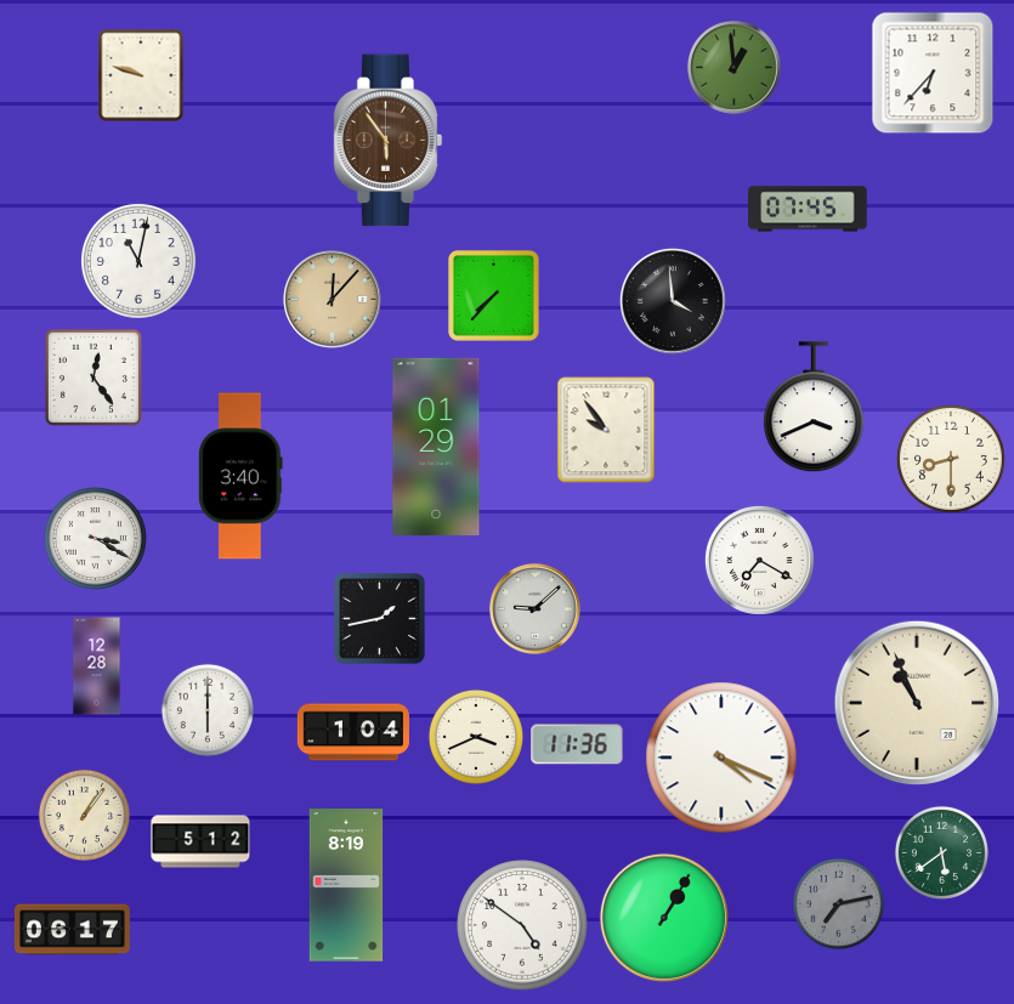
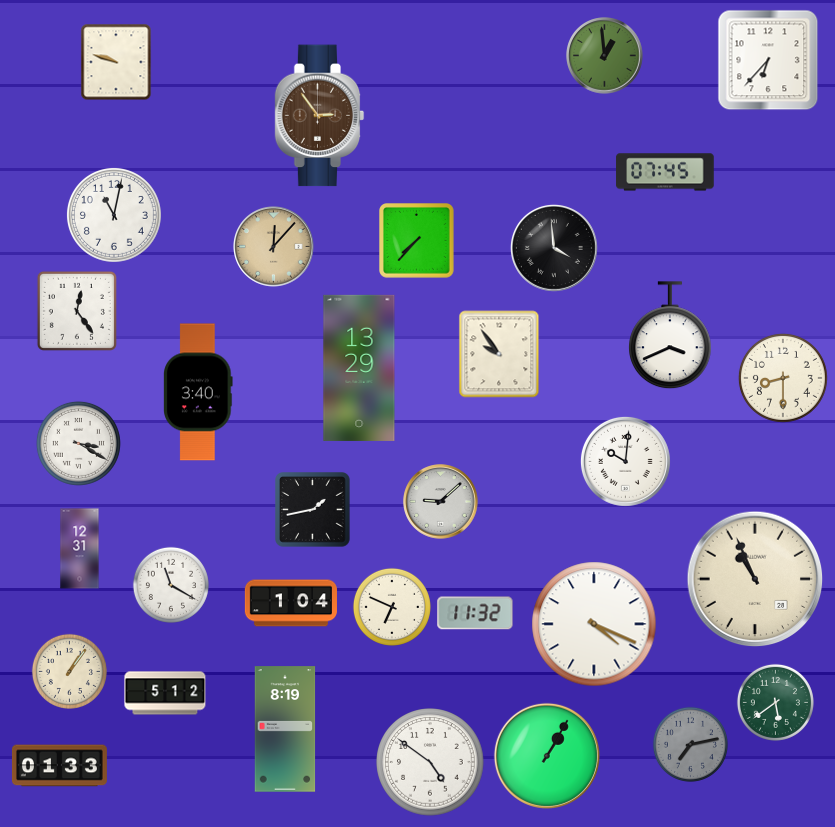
clock at (389, 141): 5:54 -> 2:54
clock at (494, 296) position: (494, 296) -> (417, 241)
clock at (436, 447): 01:29 -> 13:29
clock at (759, 560): 7:20 -> 10:01
clock at (97, 667): 12:28 -> 12:31
clock at (208, 710): 6:00 -> 11:20
clock at (476, 737): 3:41 -> 6:49
clock at (577, 744): 11:36 -> 11:32
clock at (72, 930): 06:17 -> 01:33
